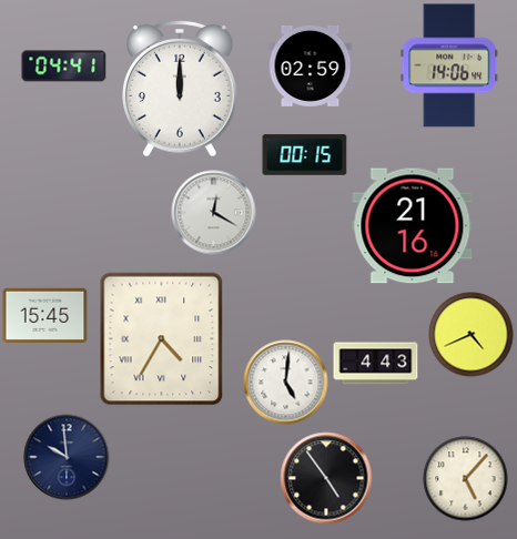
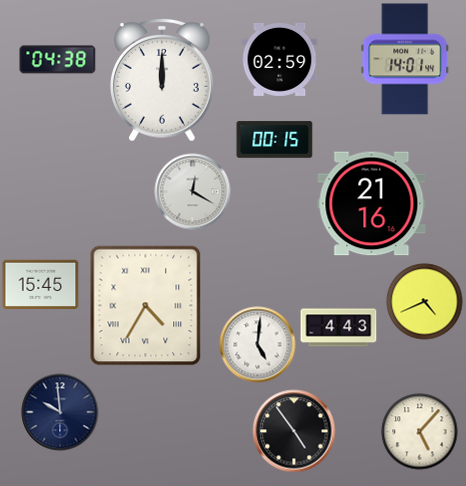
clock at (449, 65): 14:06 -> 14:01
clock at (64, 67): 04:41 -> 04:38
